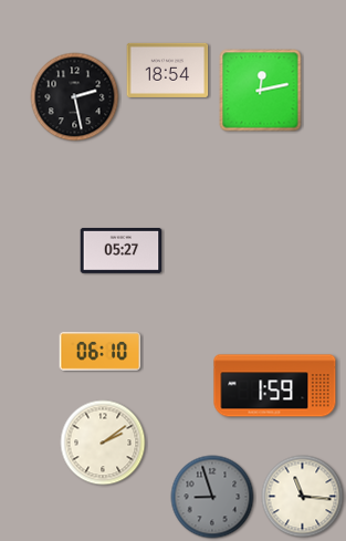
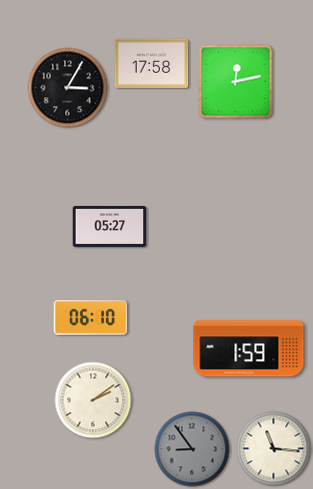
clock at (168, 70): 18:54 -> 17:58
clock at (75, 97): 2:28 -> 3:05
clock at (212, 497): 8:57 -> 8:54
